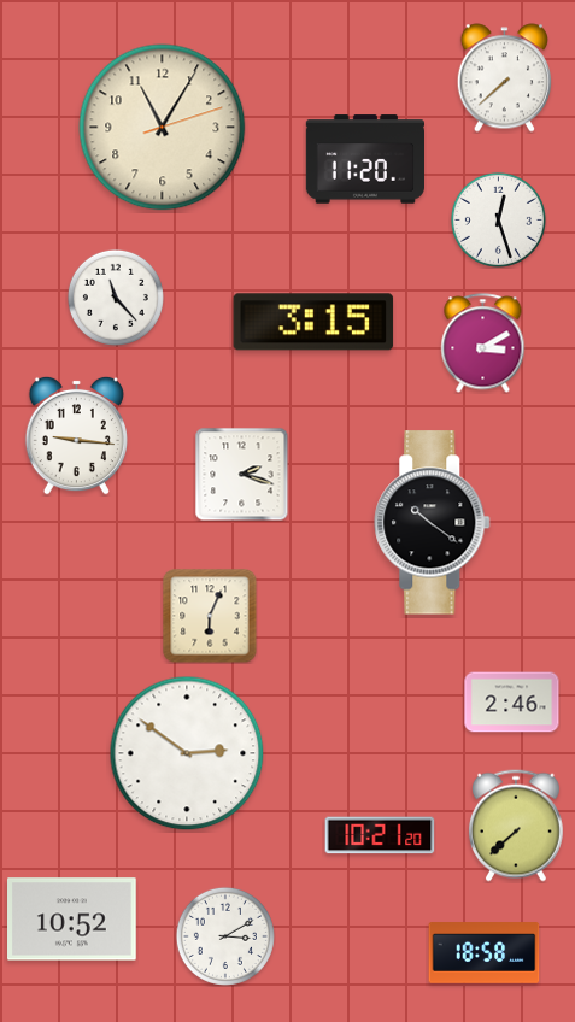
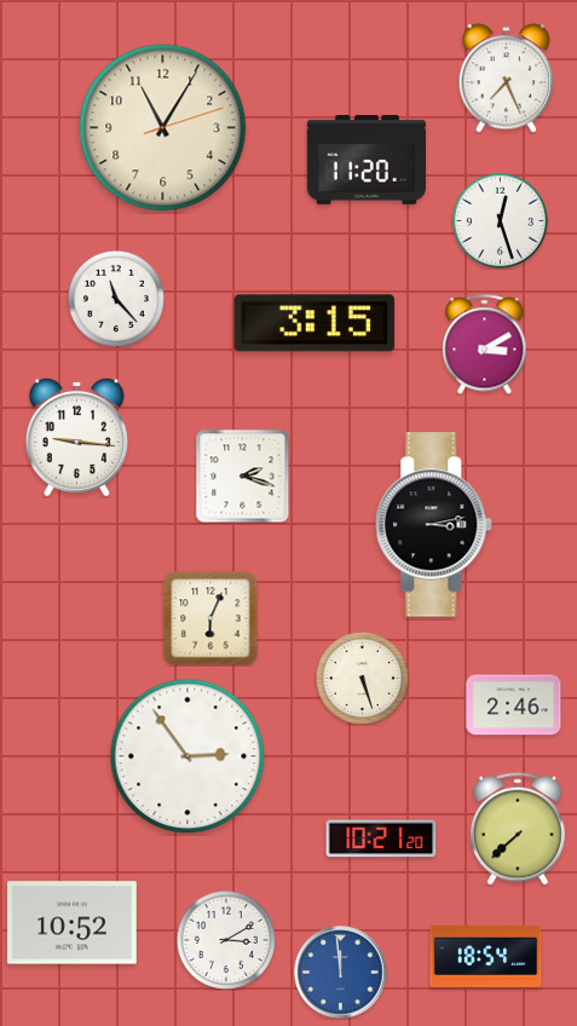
clock at (504, 78): 7:38 -> 7:26
clock at (433, 523): 10:21 -> 3:13
clock at (362, 678): none -> 5:27
clock at (187, 753): 2:51 -> 2:54
clock at (485, 953): 18:58 -> 18:54
clock at (341, 973): none -> 11:59
